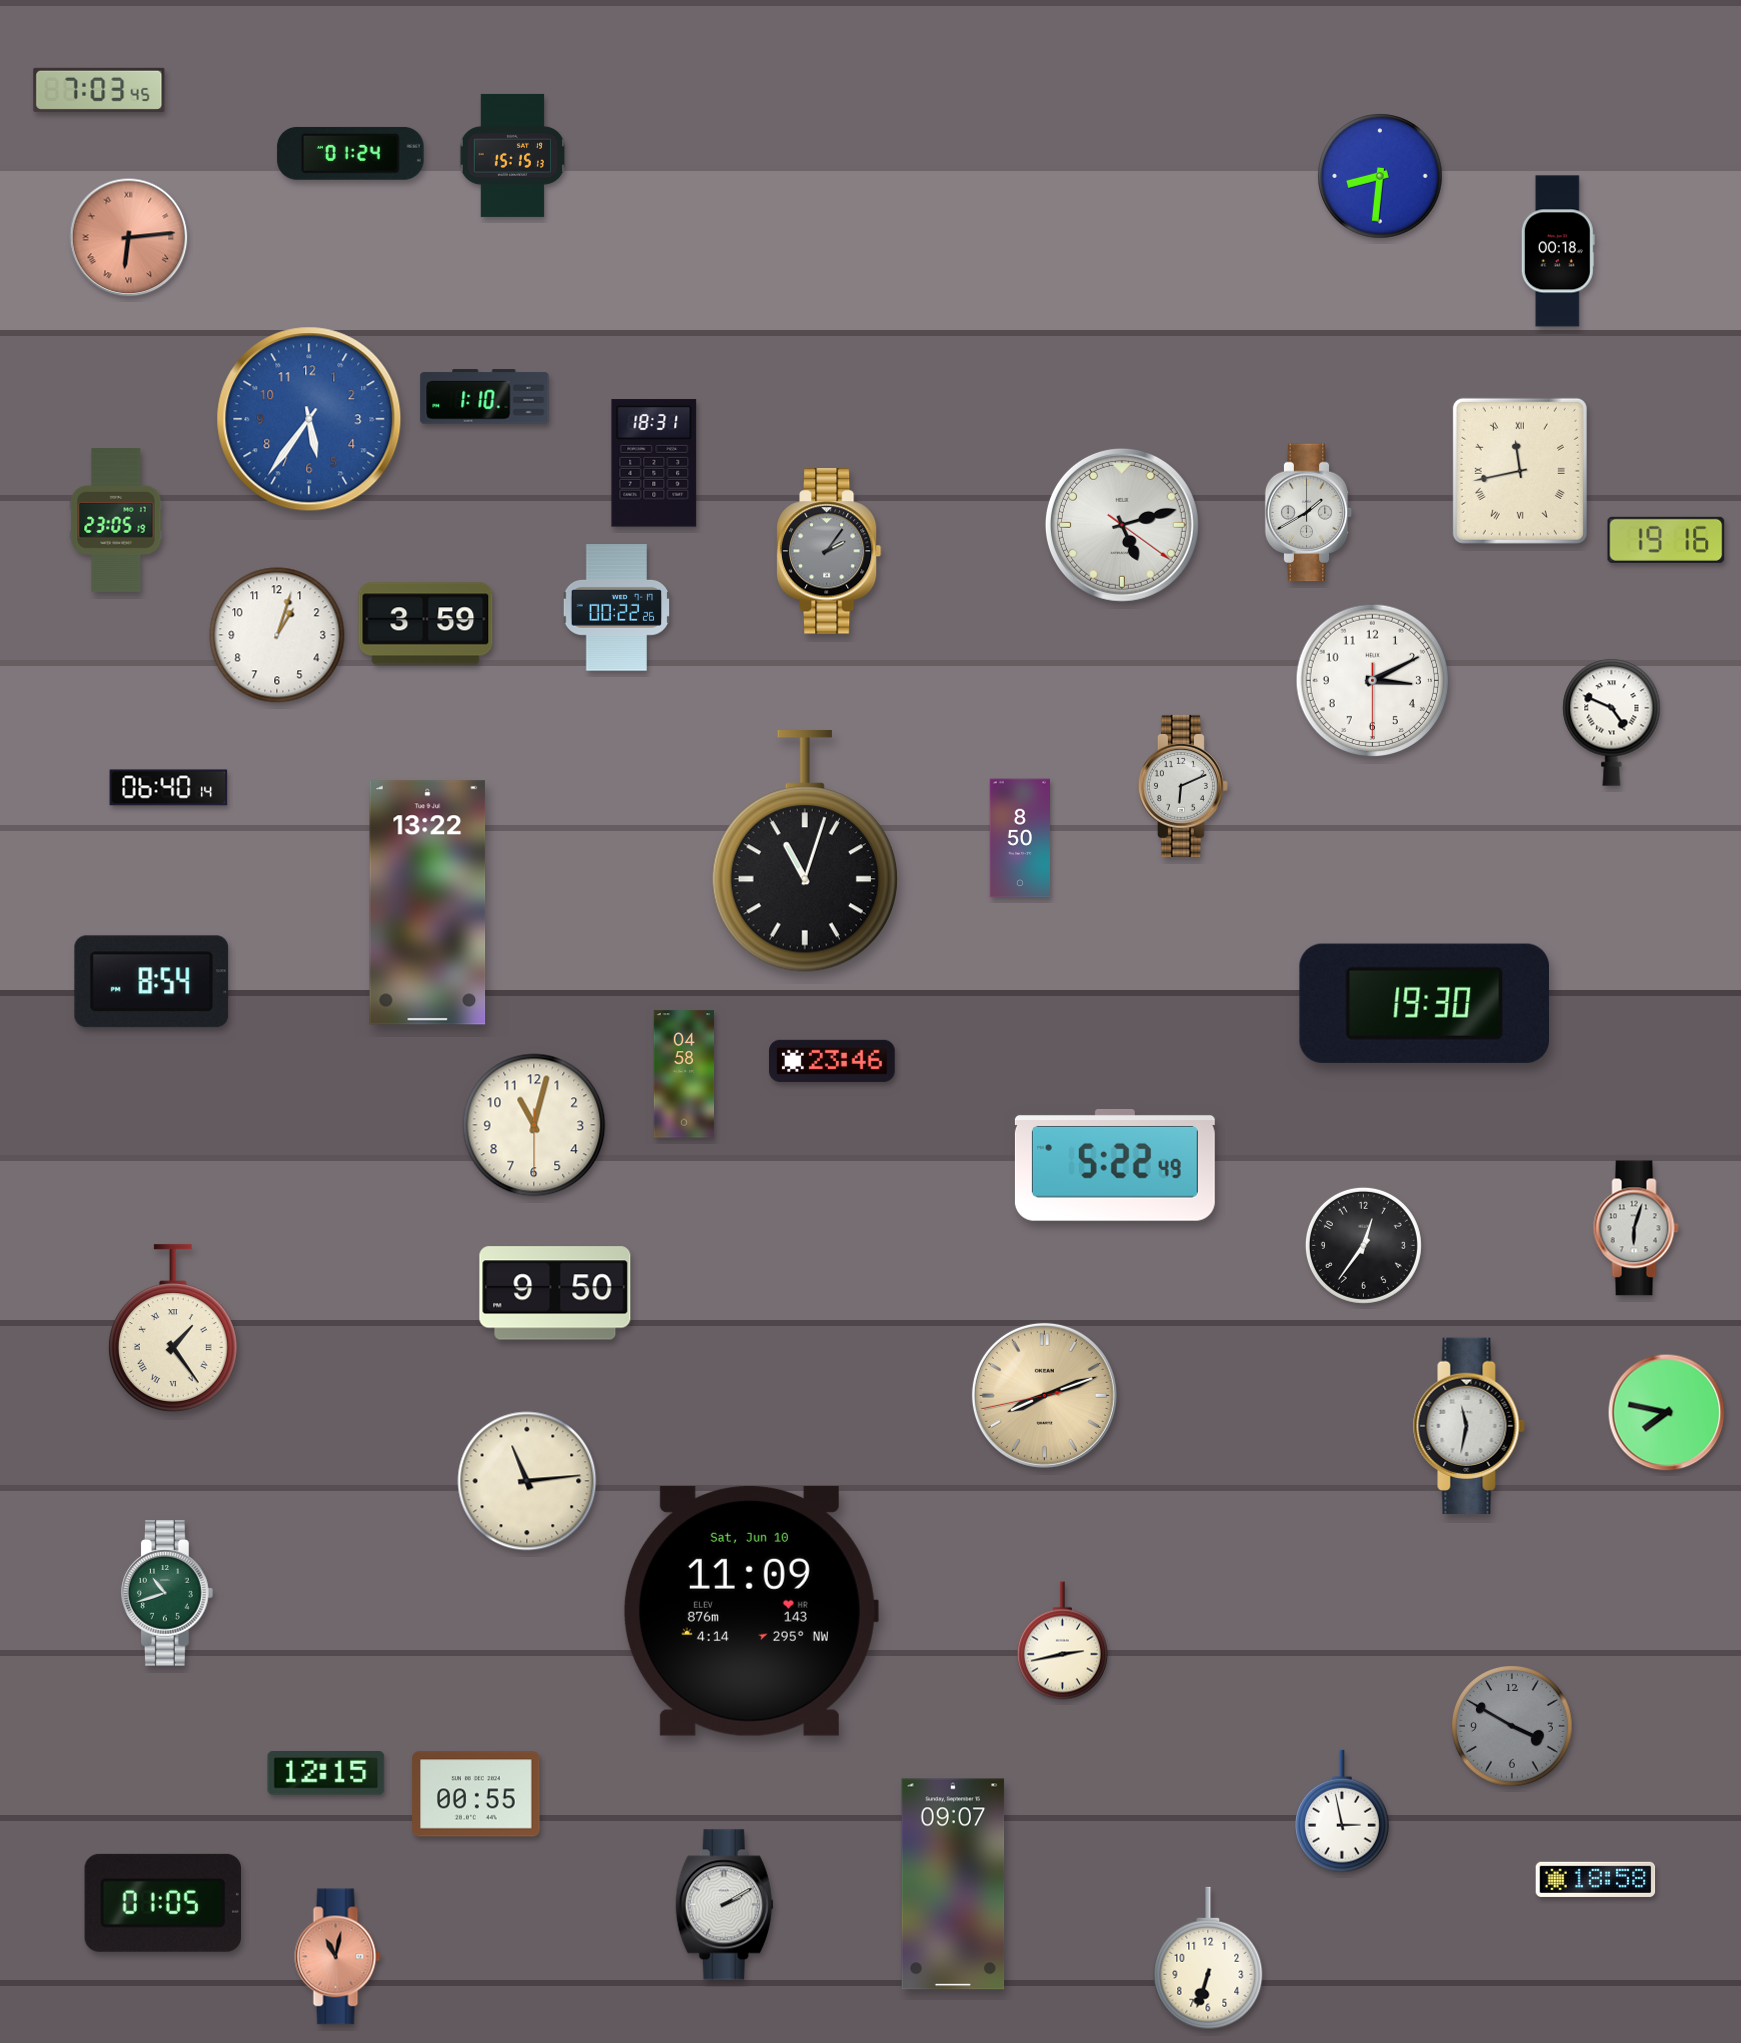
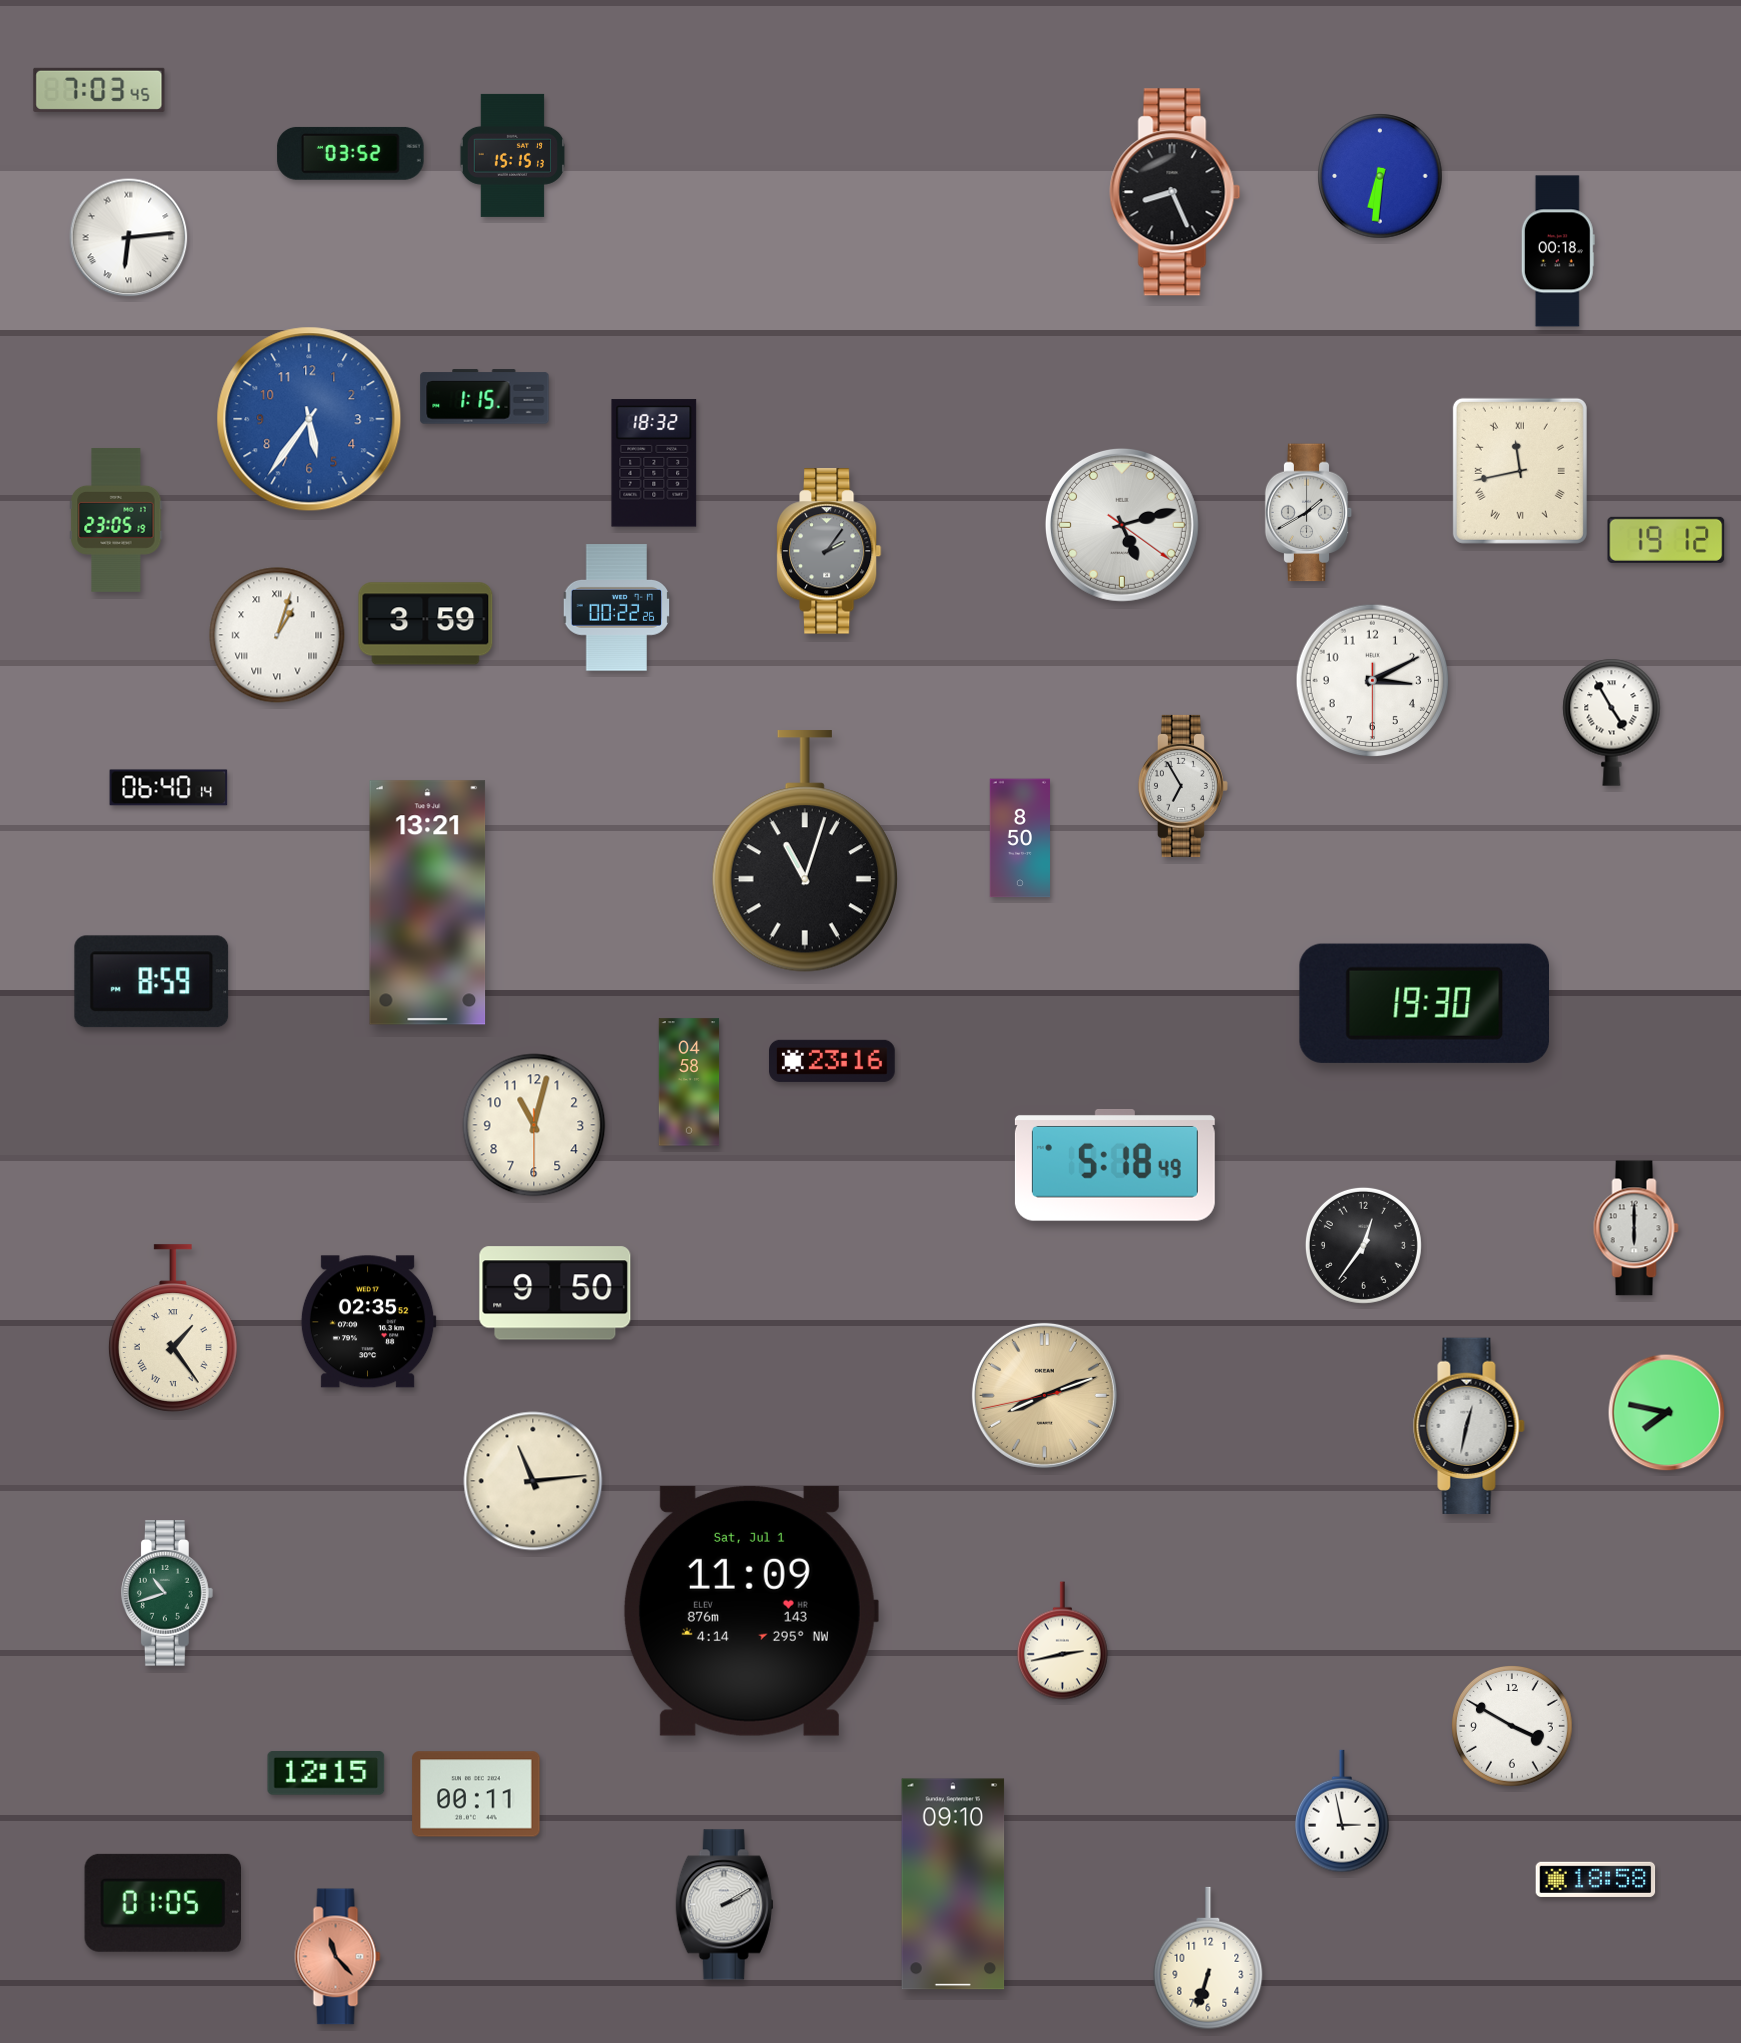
clock at (351, 153): 01:24 -> 03:52
clock at (1380, 176): 8:31 -> 6:31
clock at (1175, 192): none -> 8:26
clock at (129, 238) dial: salmon -> white
clock at (485, 397): 1:10 -> 1:15
clock at (654, 463): 18:31 -> 18:32
clock at (1666, 540): 19:16 -> 19:12
clock at (277, 635) numerals: Arabic -> Roman
clock at (1612, 722): 4:49 -> 4:55
clock at (1183, 786): 6:11 -> 6:55
clock at (428, 903): 13:22 -> 13:21
clock at (152, 982): 8:54 -> 8:59
clock at (833, 1061): 23:46 -> 23:16
clock at (684, 1074) position: (684, 1074) -> (689, 1082)
clock at (1115, 1166): 5:22 -> 5:18
clock at (1636, 1228): 6:03 -> 6:00
clock at (368, 1322): none -> 02:35
clock at (1469, 1425): 11:32 -> 12:32
clock at (527, 1481) position: (527, 1481) -> (533, 1481)
clock at (750, 1611) date: Sat, Jun 10 -> Sat, Jul 1
clock at (1513, 1727) dial: grey -> white
clock at (476, 1794): 00:55 -> 00:11
clock at (953, 1884): 09:07 -> 09:10
clock at (338, 1957): 11:02 -> 11:23
